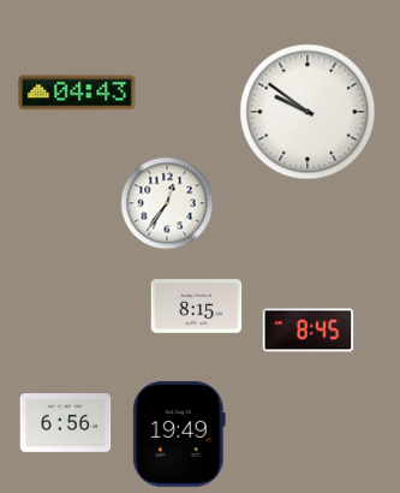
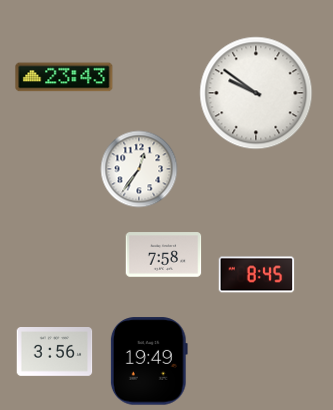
clock at (77, 93): 04:43 -> 23:43
clock at (197, 307): 8:15 -> 7:58
clock at (66, 423): 6:56 -> 3:56
